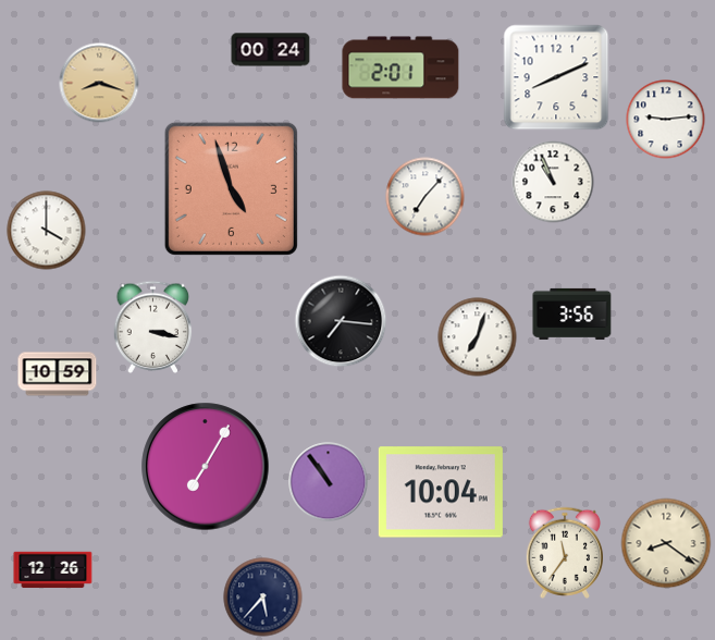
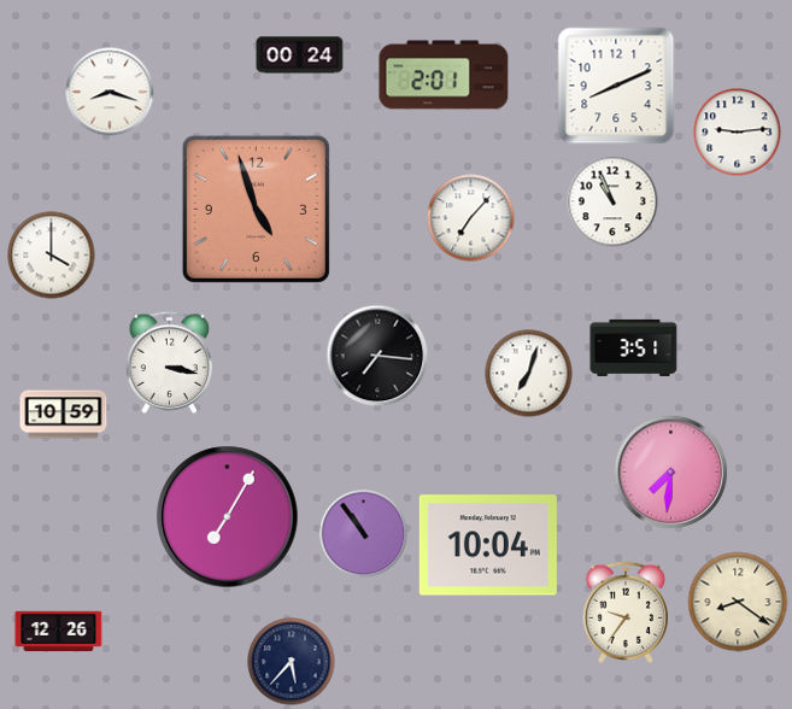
clock at (99, 83) dial: champagne -> white
clock at (572, 313): 3:56 -> 3:51
clock at (671, 473): none -> 7:31
clock at (564, 553): 11:36 -> 9:36
